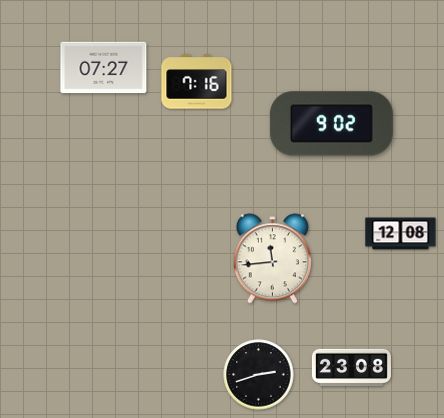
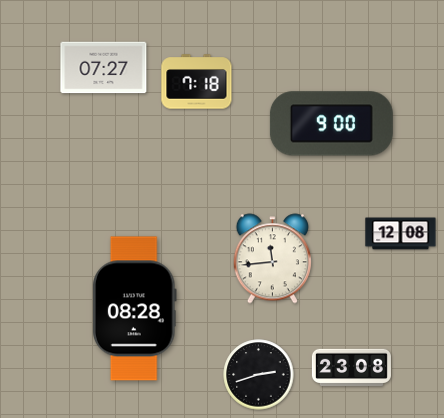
clock at (197, 82): 7:16 -> 7:18
clock at (331, 124): 9:02 -> 9:00
clock at (135, 309): none -> 08:28
